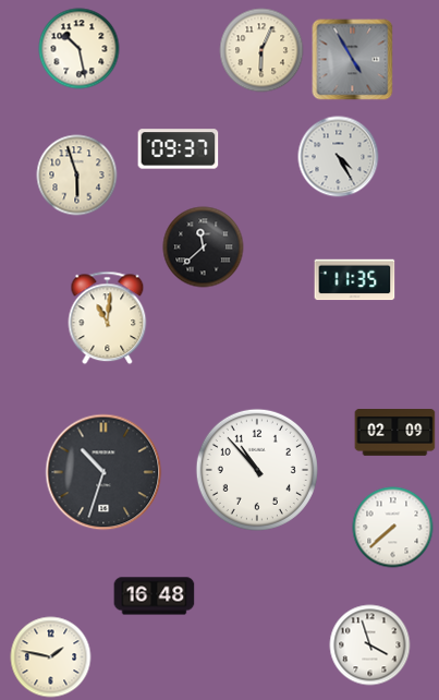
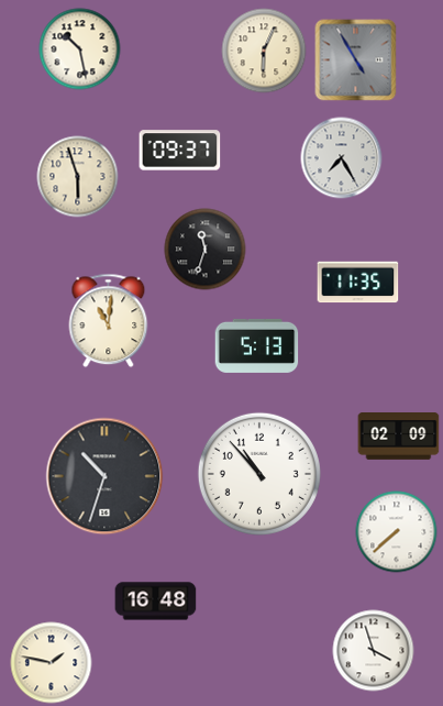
clock at (339, 157): 4:25 -> 7:25
clock at (204, 248): 11:38 -> 11:33
clock at (257, 345): none -> 5:13
